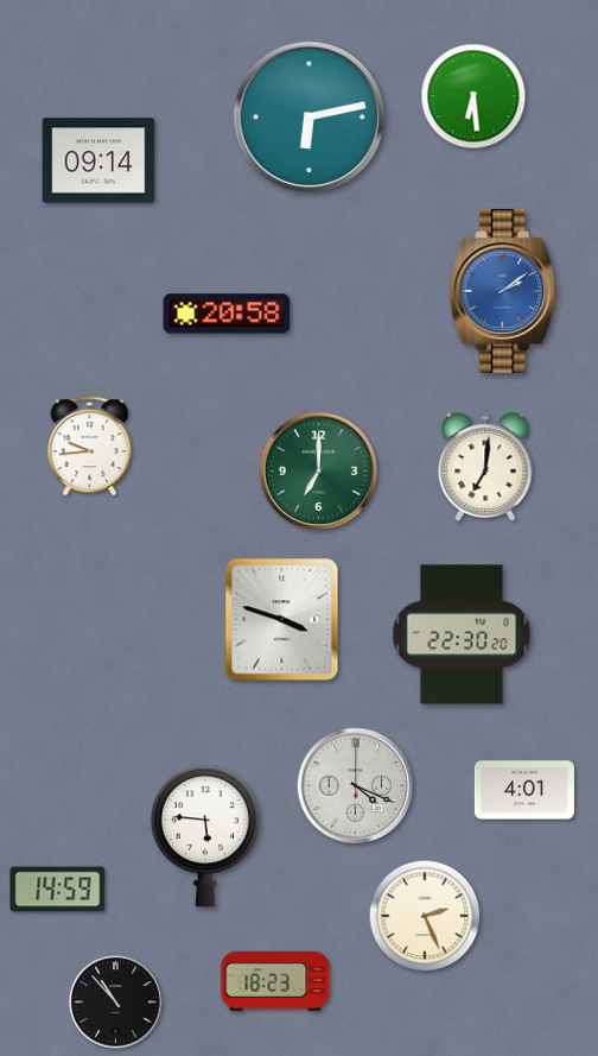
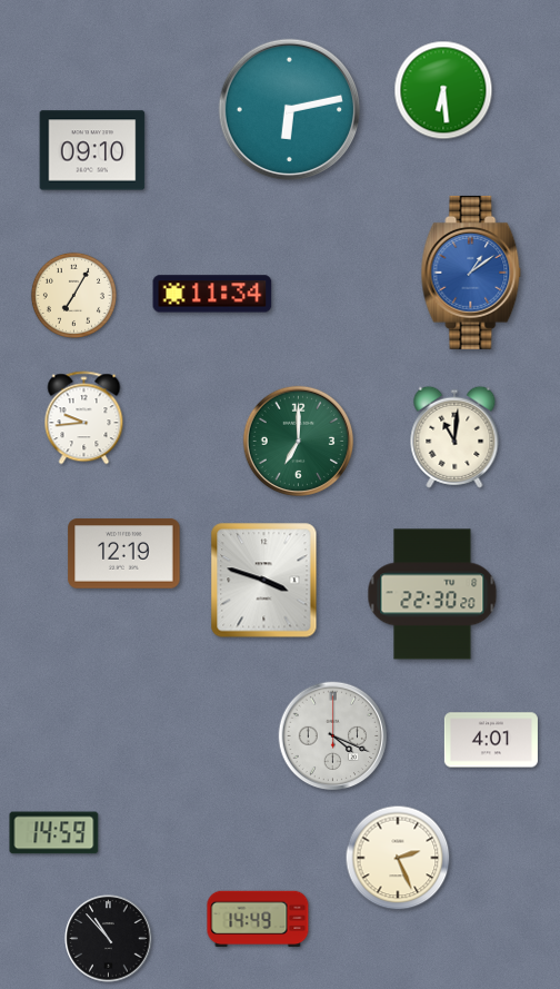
clock at (98, 160): 09:14 -> 09:10
clock at (503, 291): 2:09 -> 1:09
clock at (227, 314): 20:58 -> 11:34
clock at (73, 295): none -> 7:05
clock at (485, 467): 7:01 -> 11:01
clock at (124, 554): none -> 12:19
clock at (205, 836): 5:46 -> none
clock at (275, 981): 18:23 -> 14:49
